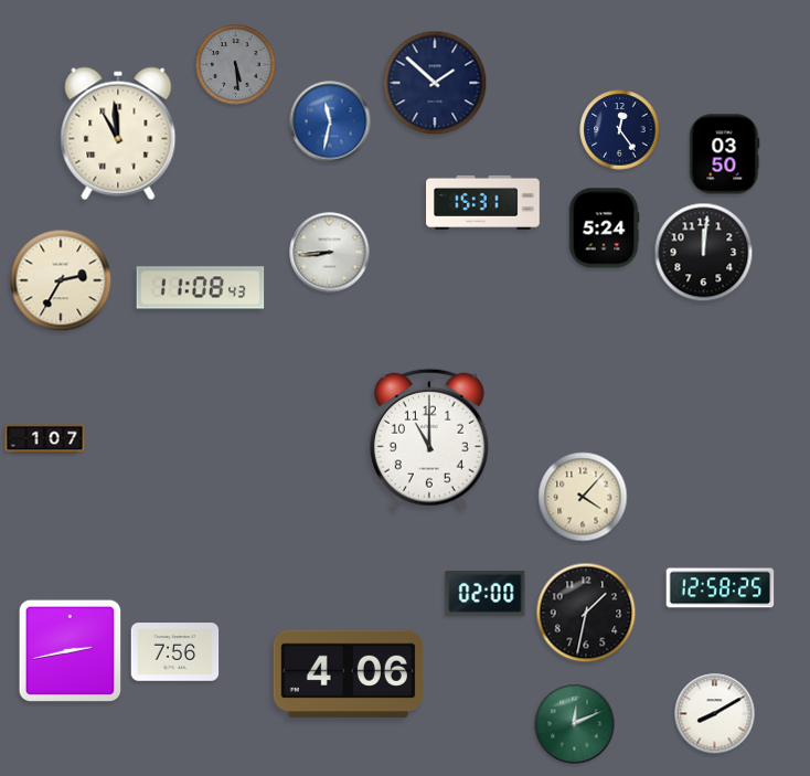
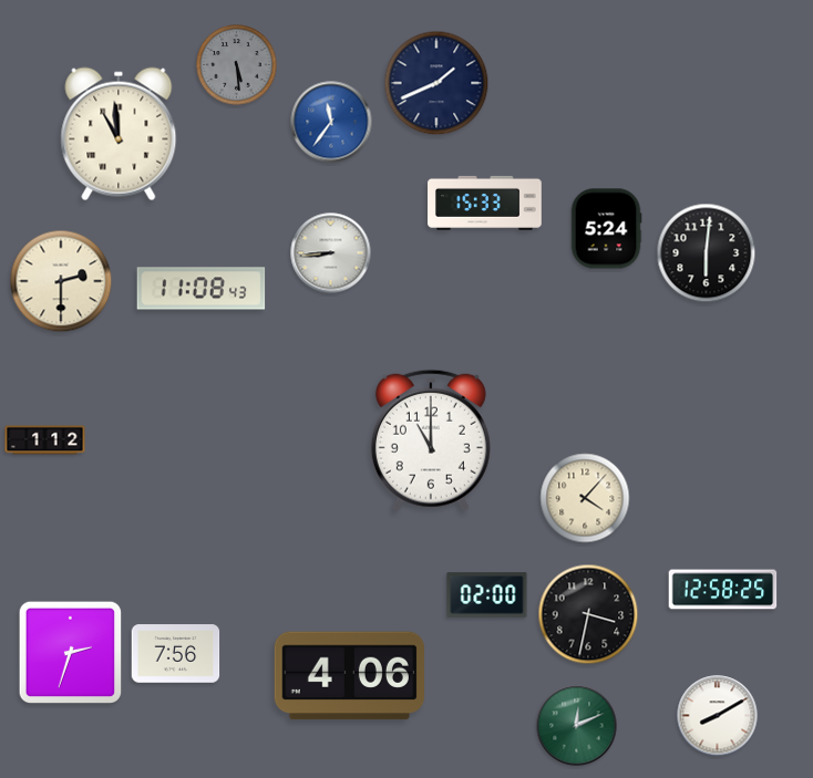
clock at (435, 83): 1:52 -> 1:41
clock at (330, 121): 11:32 -> 11:36
clock at (620, 130): 12:24 -> none
clock at (724, 155): 03:50 -> none
clock at (483, 202): 15:31 -> 15:33
clock at (704, 253): 12:01 -> 6:01
clock at (61, 280): 2:35 -> 2:30
clock at (45, 439): 1:07 -> 1:12
clock at (586, 613): 1:32 -> 3:32
clock at (71, 651): 2:43 -> 2:33
